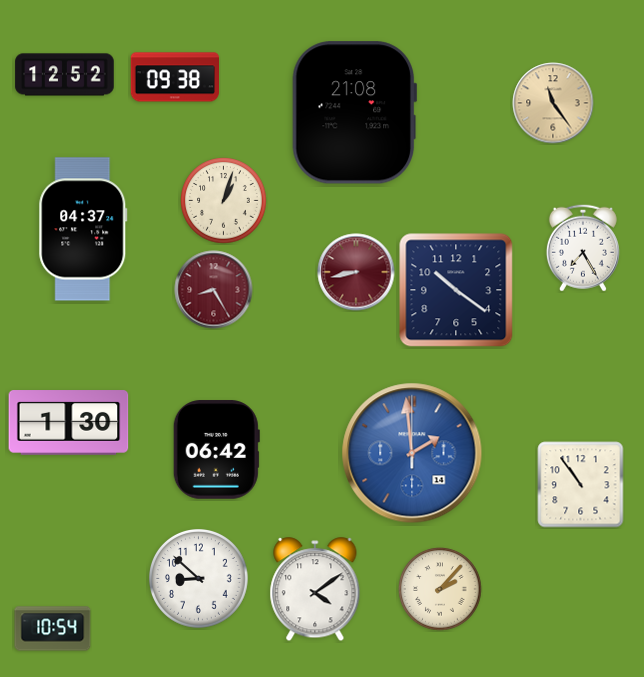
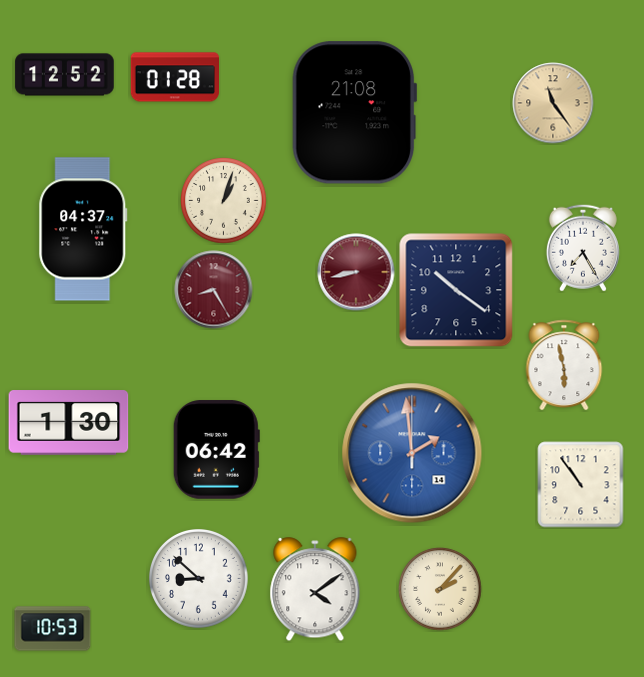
clock at (174, 77): 09:38 -> 01:28
clock at (564, 365): none -> 5:58
clock at (53, 629): 10:54 -> 10:53
